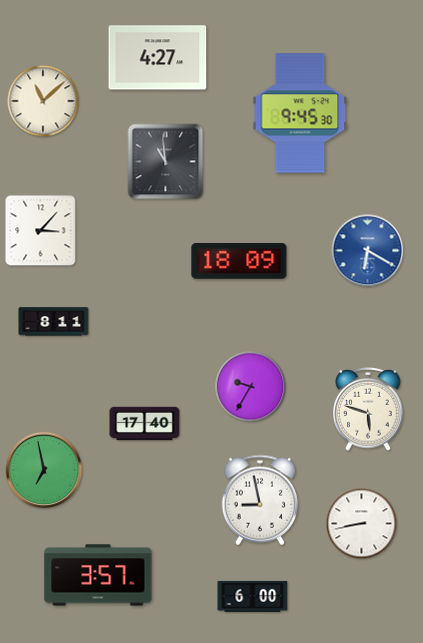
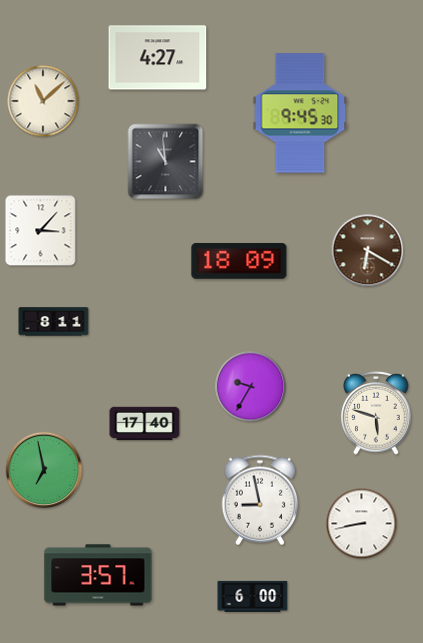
clock at (368, 251) dial: blue -> brown
clock at (368, 410) position: (368, 410) -> (376, 414)
